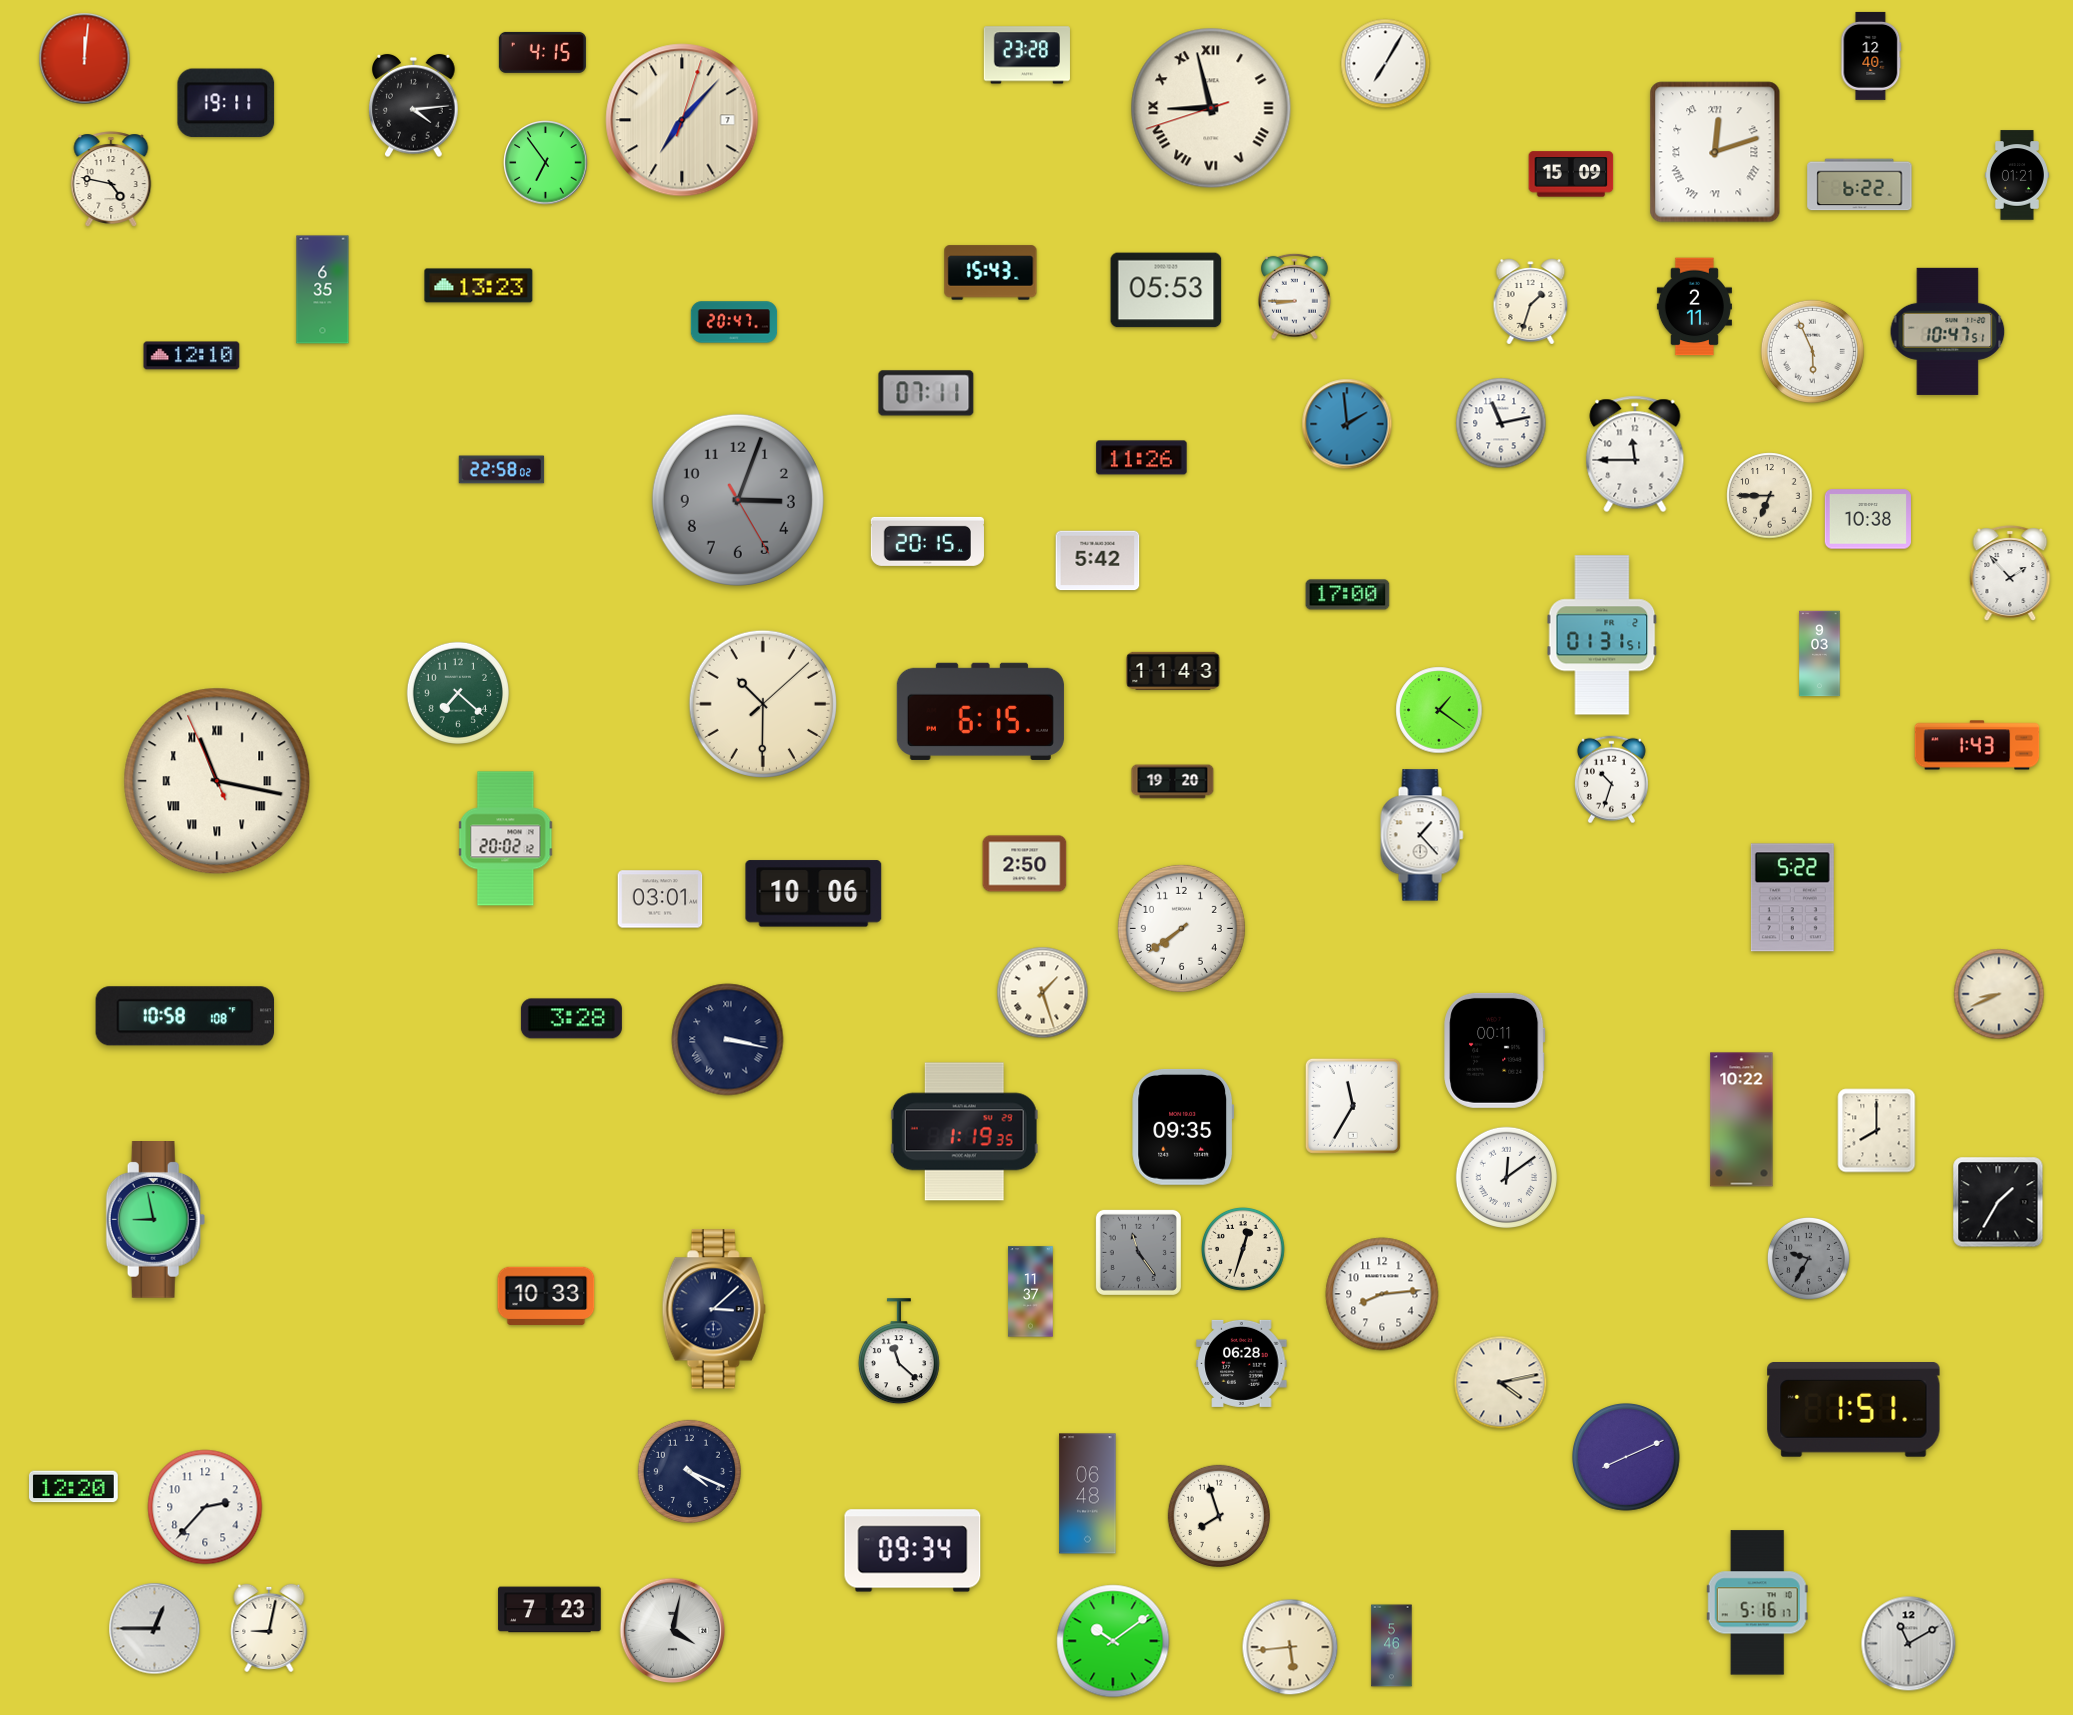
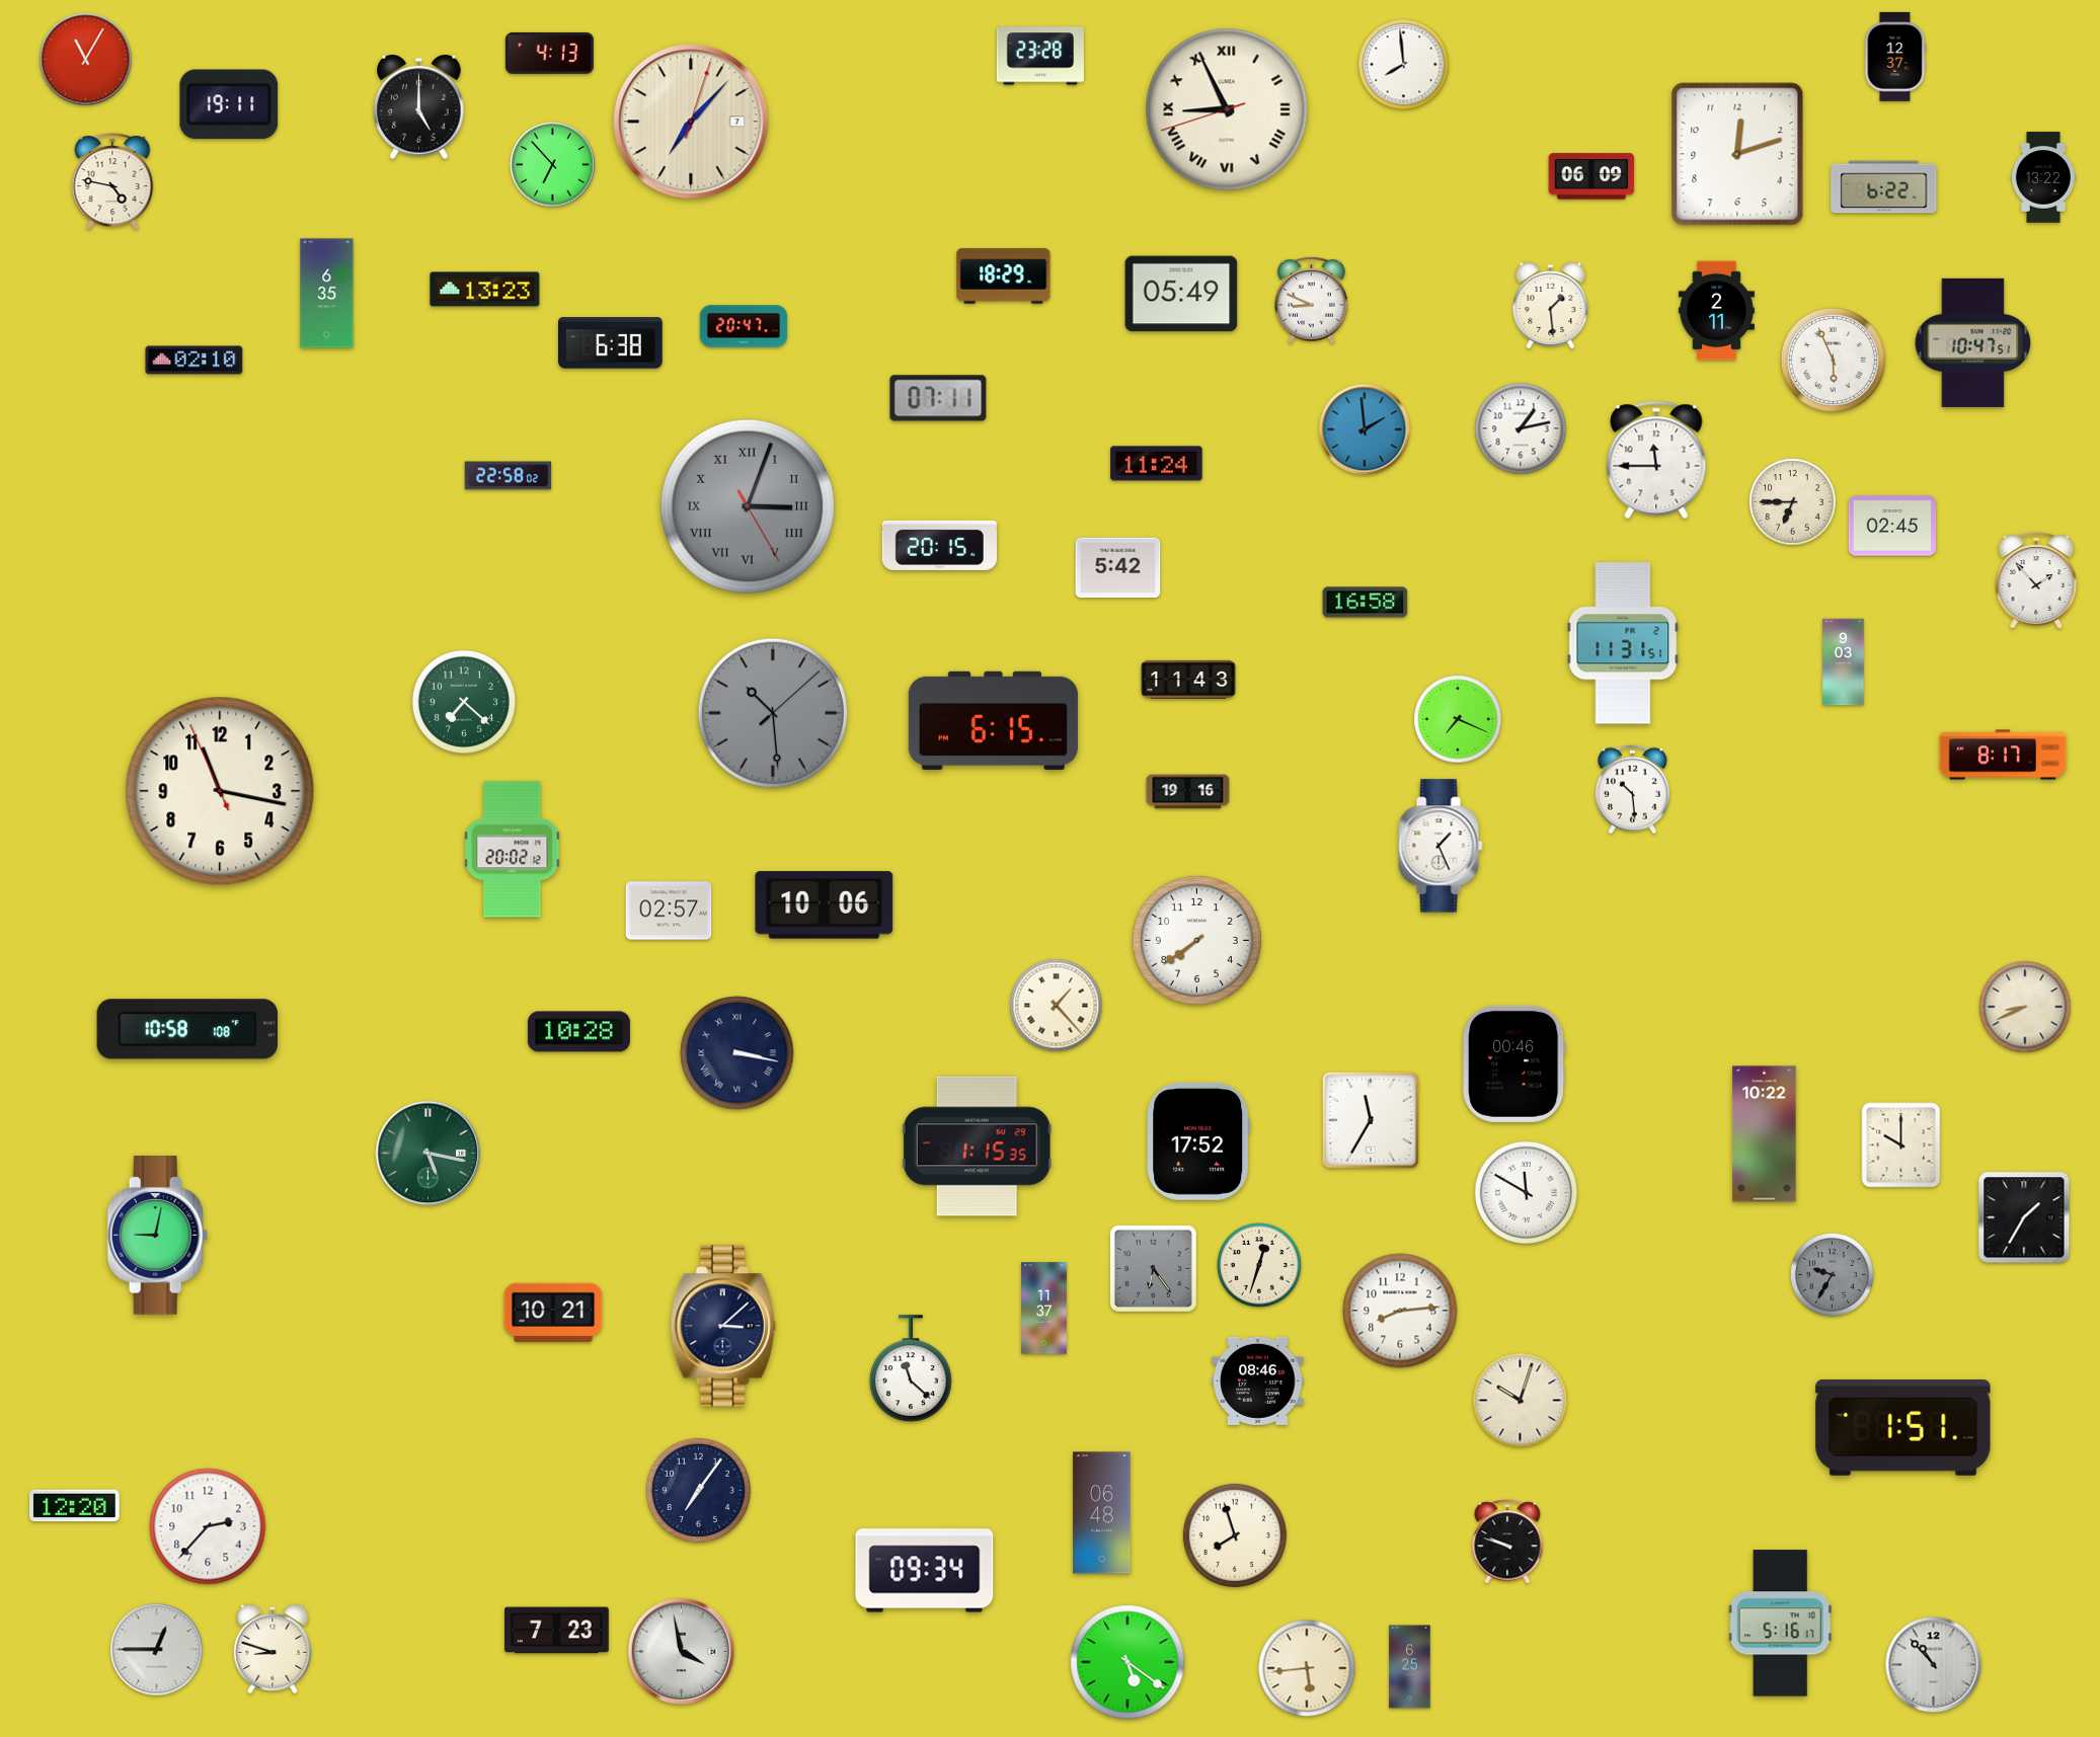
clock at (542, 52): 4:15 -> 4:13
clock at (1871, 56): 12:40 -> 12:37
clock at (85, 59): 12:01 -> 11:05
clock at (1386, 64): 7:05 -> 7:59
clock at (414, 106): 4:14 -> 5:00
clock at (1211, 108): 8:57 -> 8:55
clock at (1715, 152) numerals: Roman -> Arabic
clock at (546, 163): 6:54 -> 6:53
clock at (1571, 174): 15:09 -> 06:09
clock at (2017, 175): 01:21 -> 13:22
clock at (991, 273): 15:43 -> 18:29
clock at (1166, 290): 05:53 -> 05:49
clock at (1295, 296): 8:45 -> 8:49
clock at (1531, 302): 1:33 -> 1:29
clock at (1948, 331) position: (1948, 331) -> (1973, 342)
clock at (611, 343): none -> 6:38
clock at (1812, 351) position: (1812, 351) -> (1833, 360)
clock at (192, 356): 12:10 -> 02:10
clock at (1501, 423): 11:13 -> 1:13
clock at (1142, 458): 11:26 -> 11:24
clock at (738, 500) numerals: Arabic -> Roman
clock at (1868, 519): 10:38 -> 02:45
clock at (927, 541) position: (927, 541) -> (939, 545)
clock at (1098, 561) position: (1098, 561) -> (1118, 568)
clock at (1348, 595): 17:00 -> 16:58
clock at (1602, 635): 01:31 -> 11:31
clock at (763, 704): 10:30 -> 10:29
clock at (763, 704) dial: cream -> grey
clock at (1439, 710): 1:21 -> 7:19
clock at (1977, 745): 1:43 -> 8:17
clock at (1611, 780): 10:33 -> 10:29
clock at (217, 781) numerals: Roman -> Arabic
clock at (1173, 782): 19:20 -> 19:16
clock at (1422, 835): 1:23 -> 1:26
clock at (1025, 864): 2:50 -> none
clock at (1792, 898): 5:22 -> none
clock at (660, 899): 03:01 -> 02:57
clock at (1043, 993): 1:27 -> 1:23
clock at (571, 1019): 3:28 -> 10:28
clock at (1495, 1050): 00:11 -> 00:46
clock at (1183, 1127): 09:35 -> 17:52
clock at (1877, 1131): 8:00 -> 10:00
clock at (964, 1132): 1:19 -> 1:15
clock at (429, 1154): none -> 5:17
clock at (1507, 1178): 12:09 -> 11:50
clock at (156, 1220): 8:58 -> 9:02
clock at (1138, 1252): 11:24 -> 6:24
clock at (546, 1295): 10:33 -> 10:21
clock at (1242, 1363): 06:28 -> 08:46
clock at (1501, 1383): 4:13 -> 10:03
clock at (1854, 1410) position: (1854, 1410) -> (1903, 1428)
clock at (1626, 1457): 8:11 -> none
clock at (689, 1471): 4:19 -> 7:06
clock at (1507, 1542): none -> 9:48
clock at (269, 1628): 9:02 -> 8:48
clock at (673, 1631): 4:02 -> 3:58
clock at (1113, 1641): 10:09 -> 5:21
clock at (1909, 1644): 11:10 -> 10:53
clock at (1392, 1646): 5:46 -> 6:25
